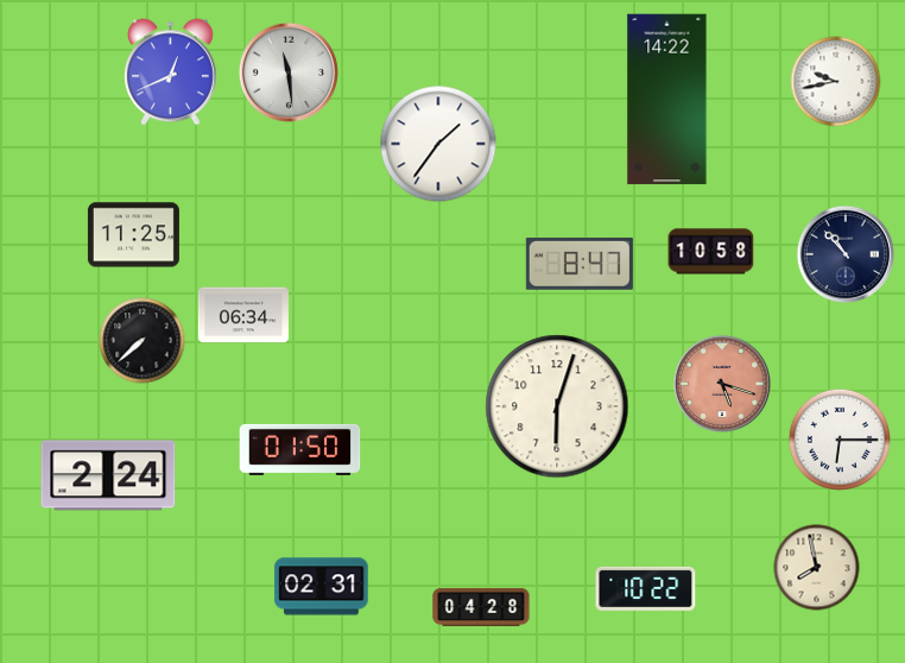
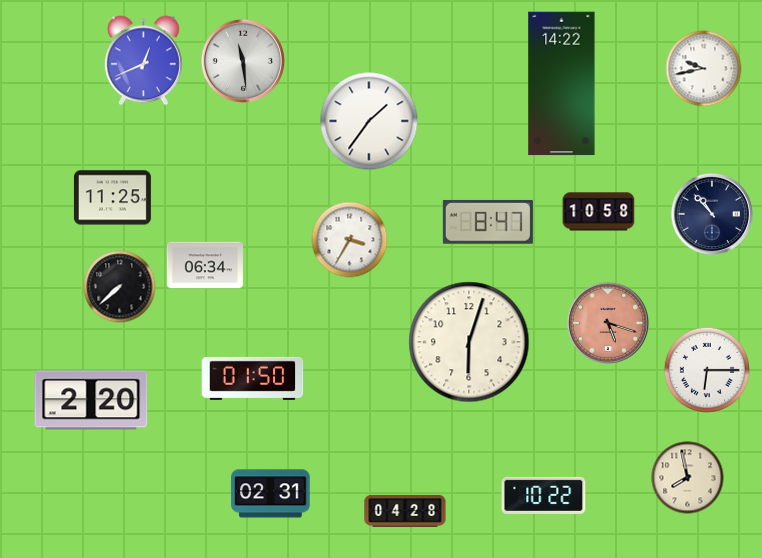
clock at (350, 240): none -> 3:35
clock at (108, 475): 2:24 -> 2:20
